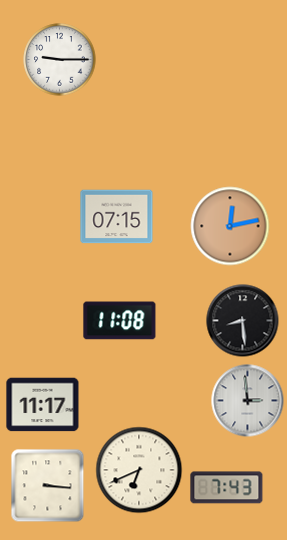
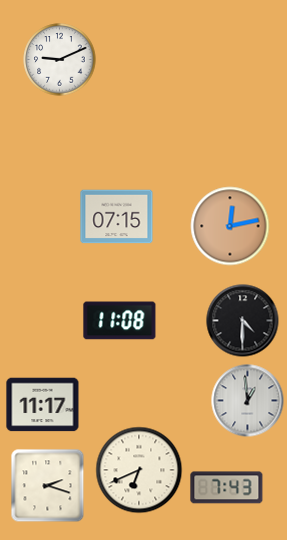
clock at (60, 60): 9:15 -> 9:11
clock at (243, 321): 8:29 -> 4:30
clock at (248, 401): 2:59 -> 12:59
clock at (48, 486): 3:16 -> 2:18
